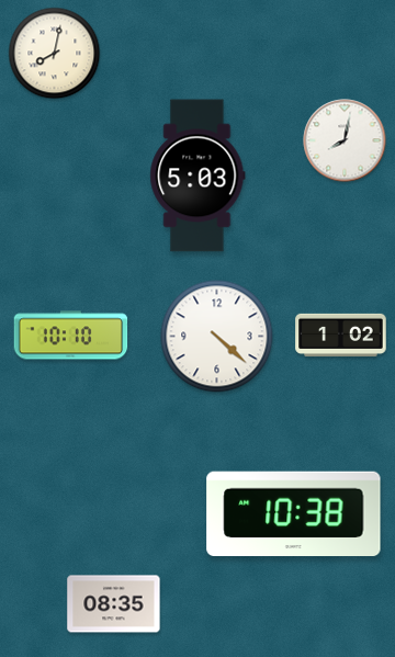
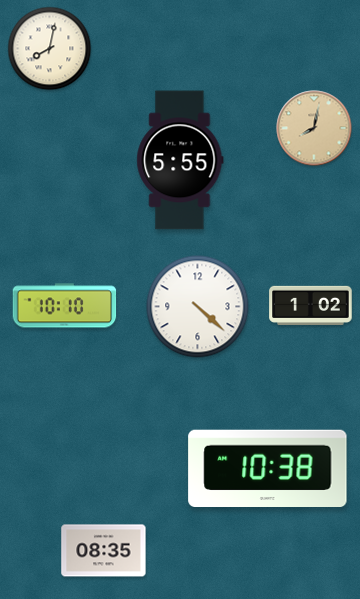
clock at (345, 140) dial: white -> champagne
clock at (198, 175): 5:03 -> 5:55
